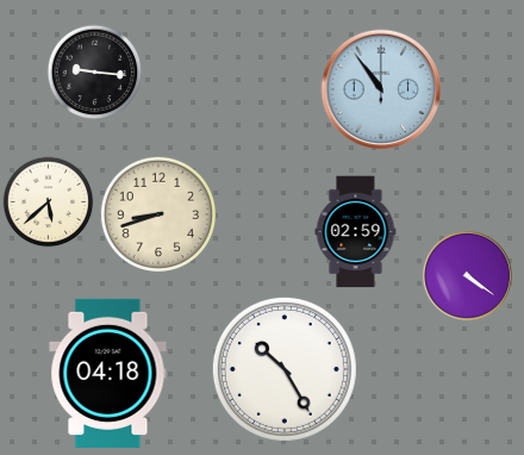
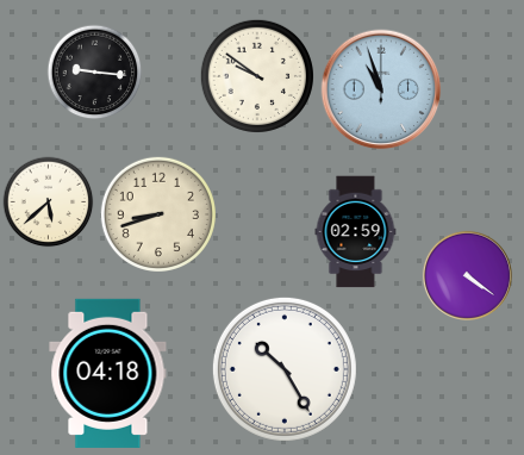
clock at (256, 75): none -> 9:51
clock at (381, 89): 10:54 -> 10:57
